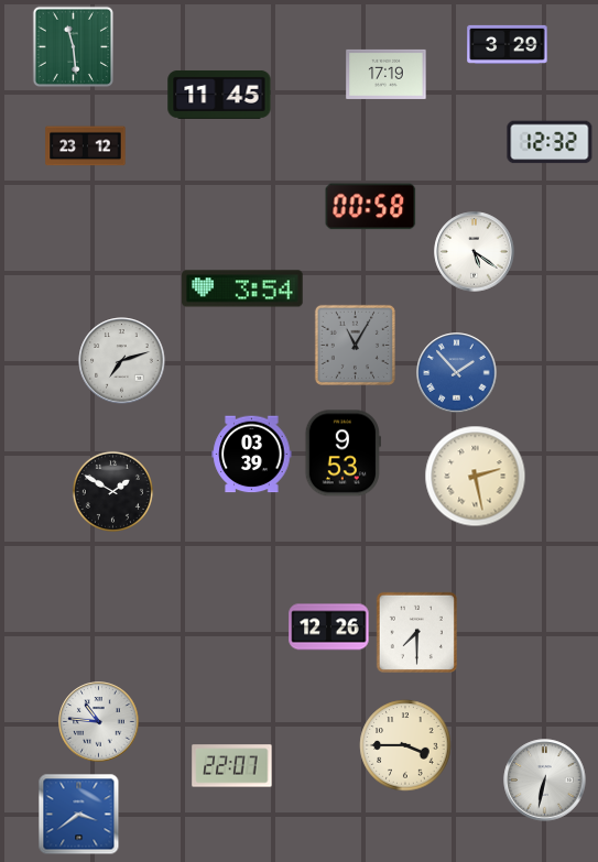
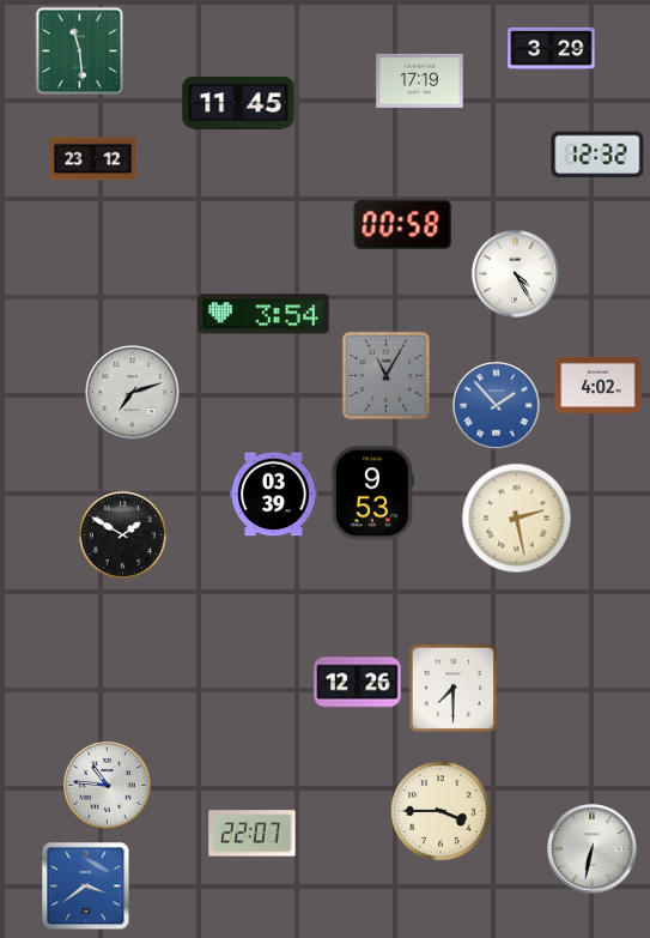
clock at (475, 252): 5:21 -> 4:25
clock at (599, 385): none -> 4:02
